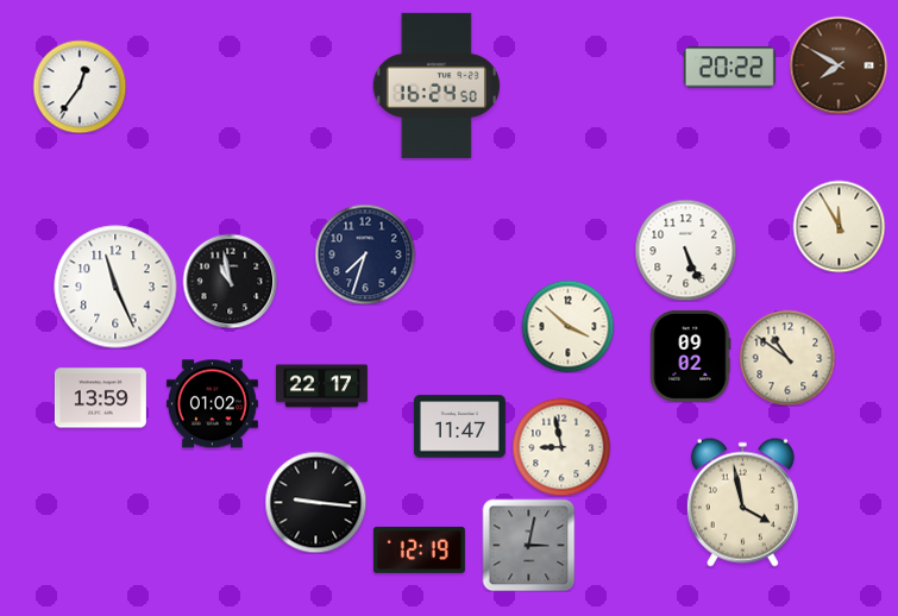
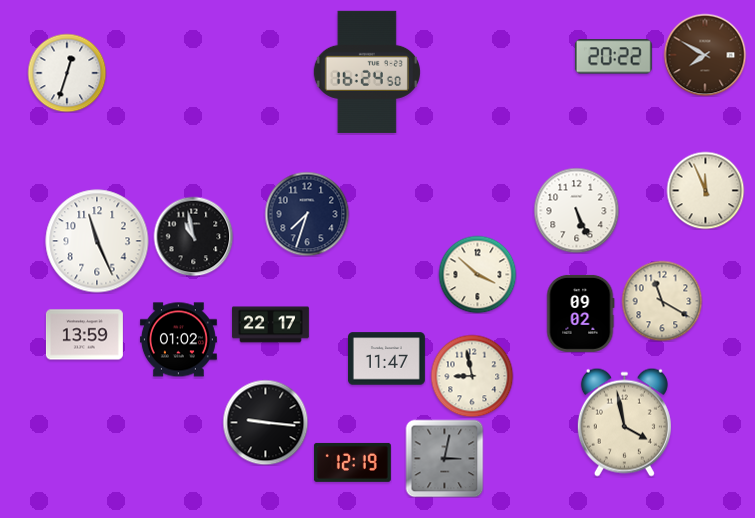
clock at (80, 87): 12:36 -> 12:33
clock at (839, 226): 11:55 -> 11:56
clock at (690, 356) position: (690, 356) -> (580, 313)
clock at (787, 358): 10:51 -> 11:20
